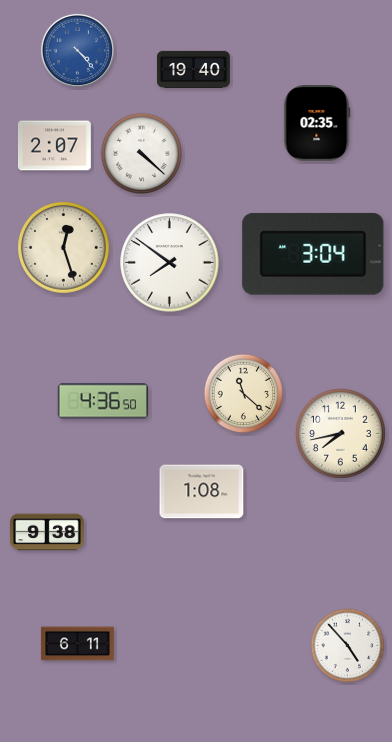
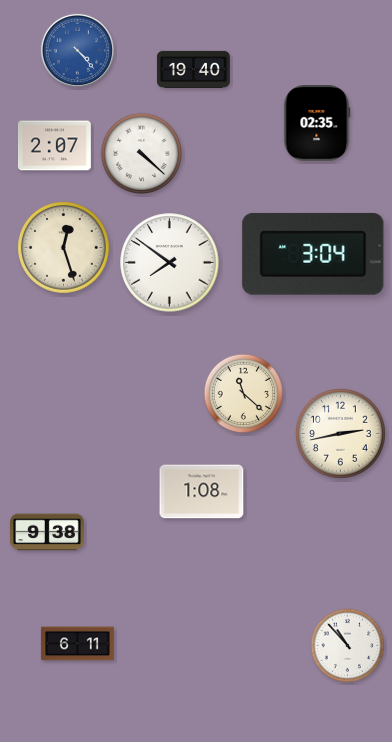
clock at (102, 401): 4:36 -> none
clock at (341, 434): 7:43 -> 2:43
clock at (348, 646): 4:53 -> 10:53
